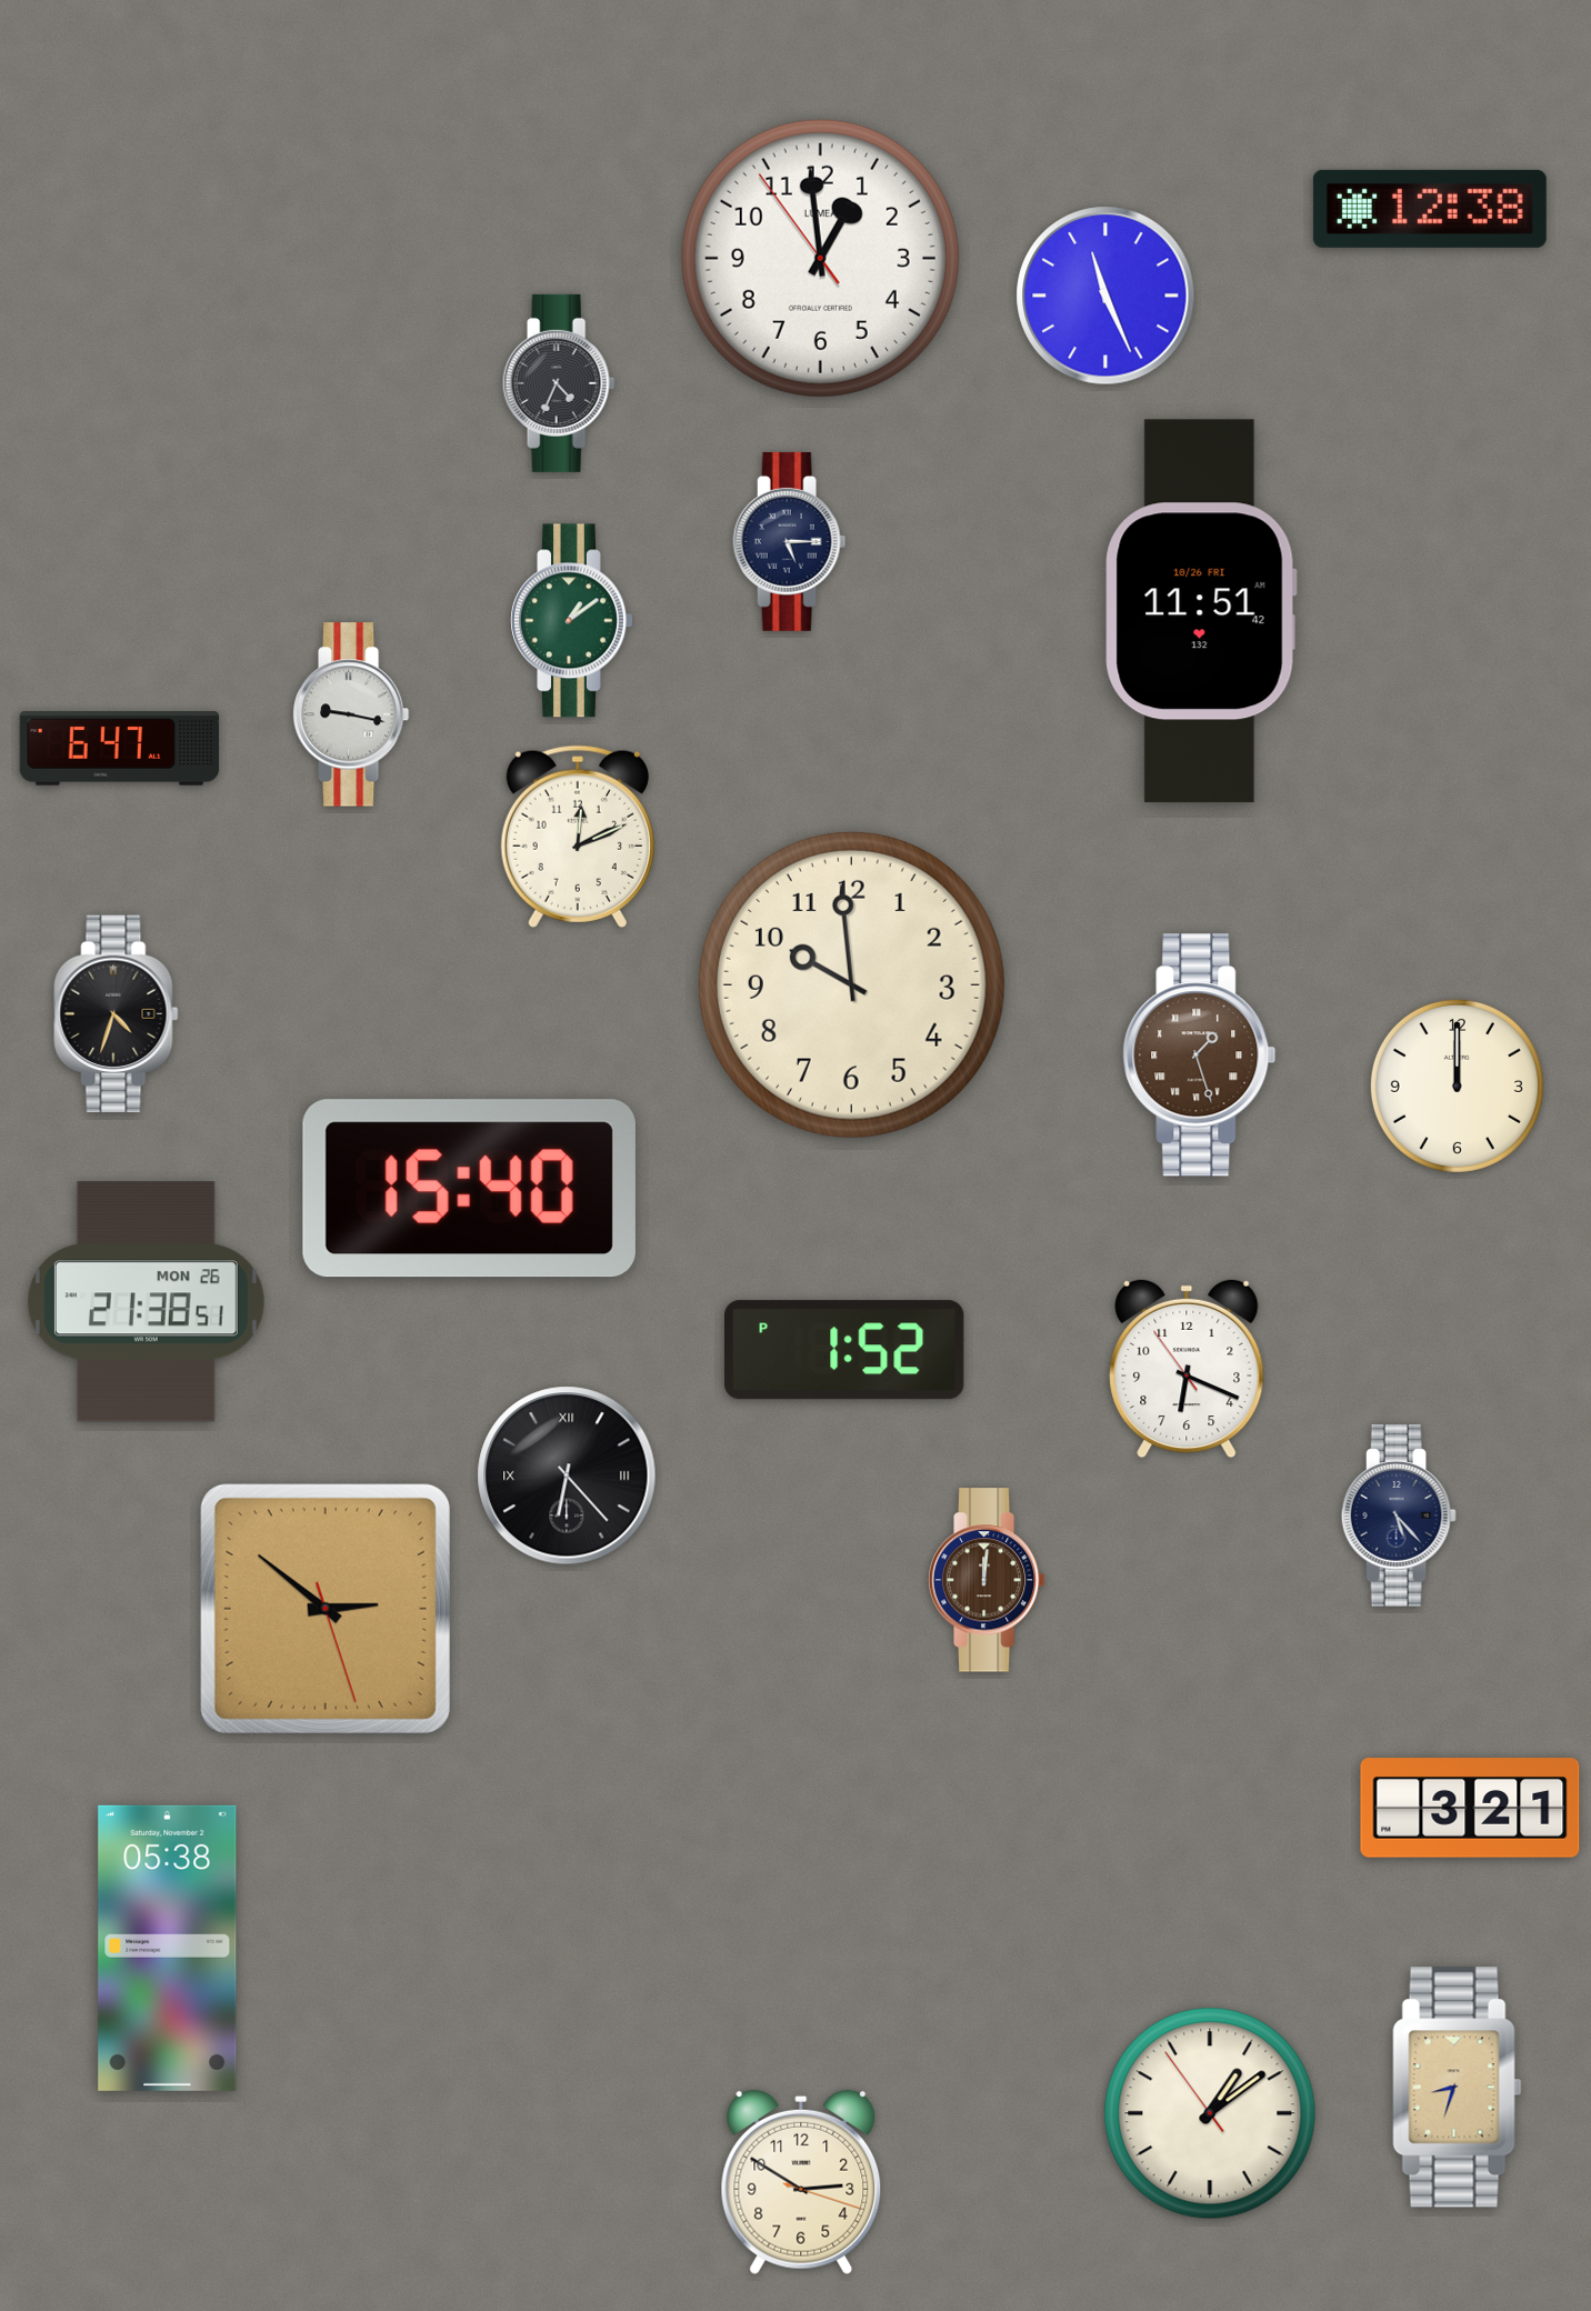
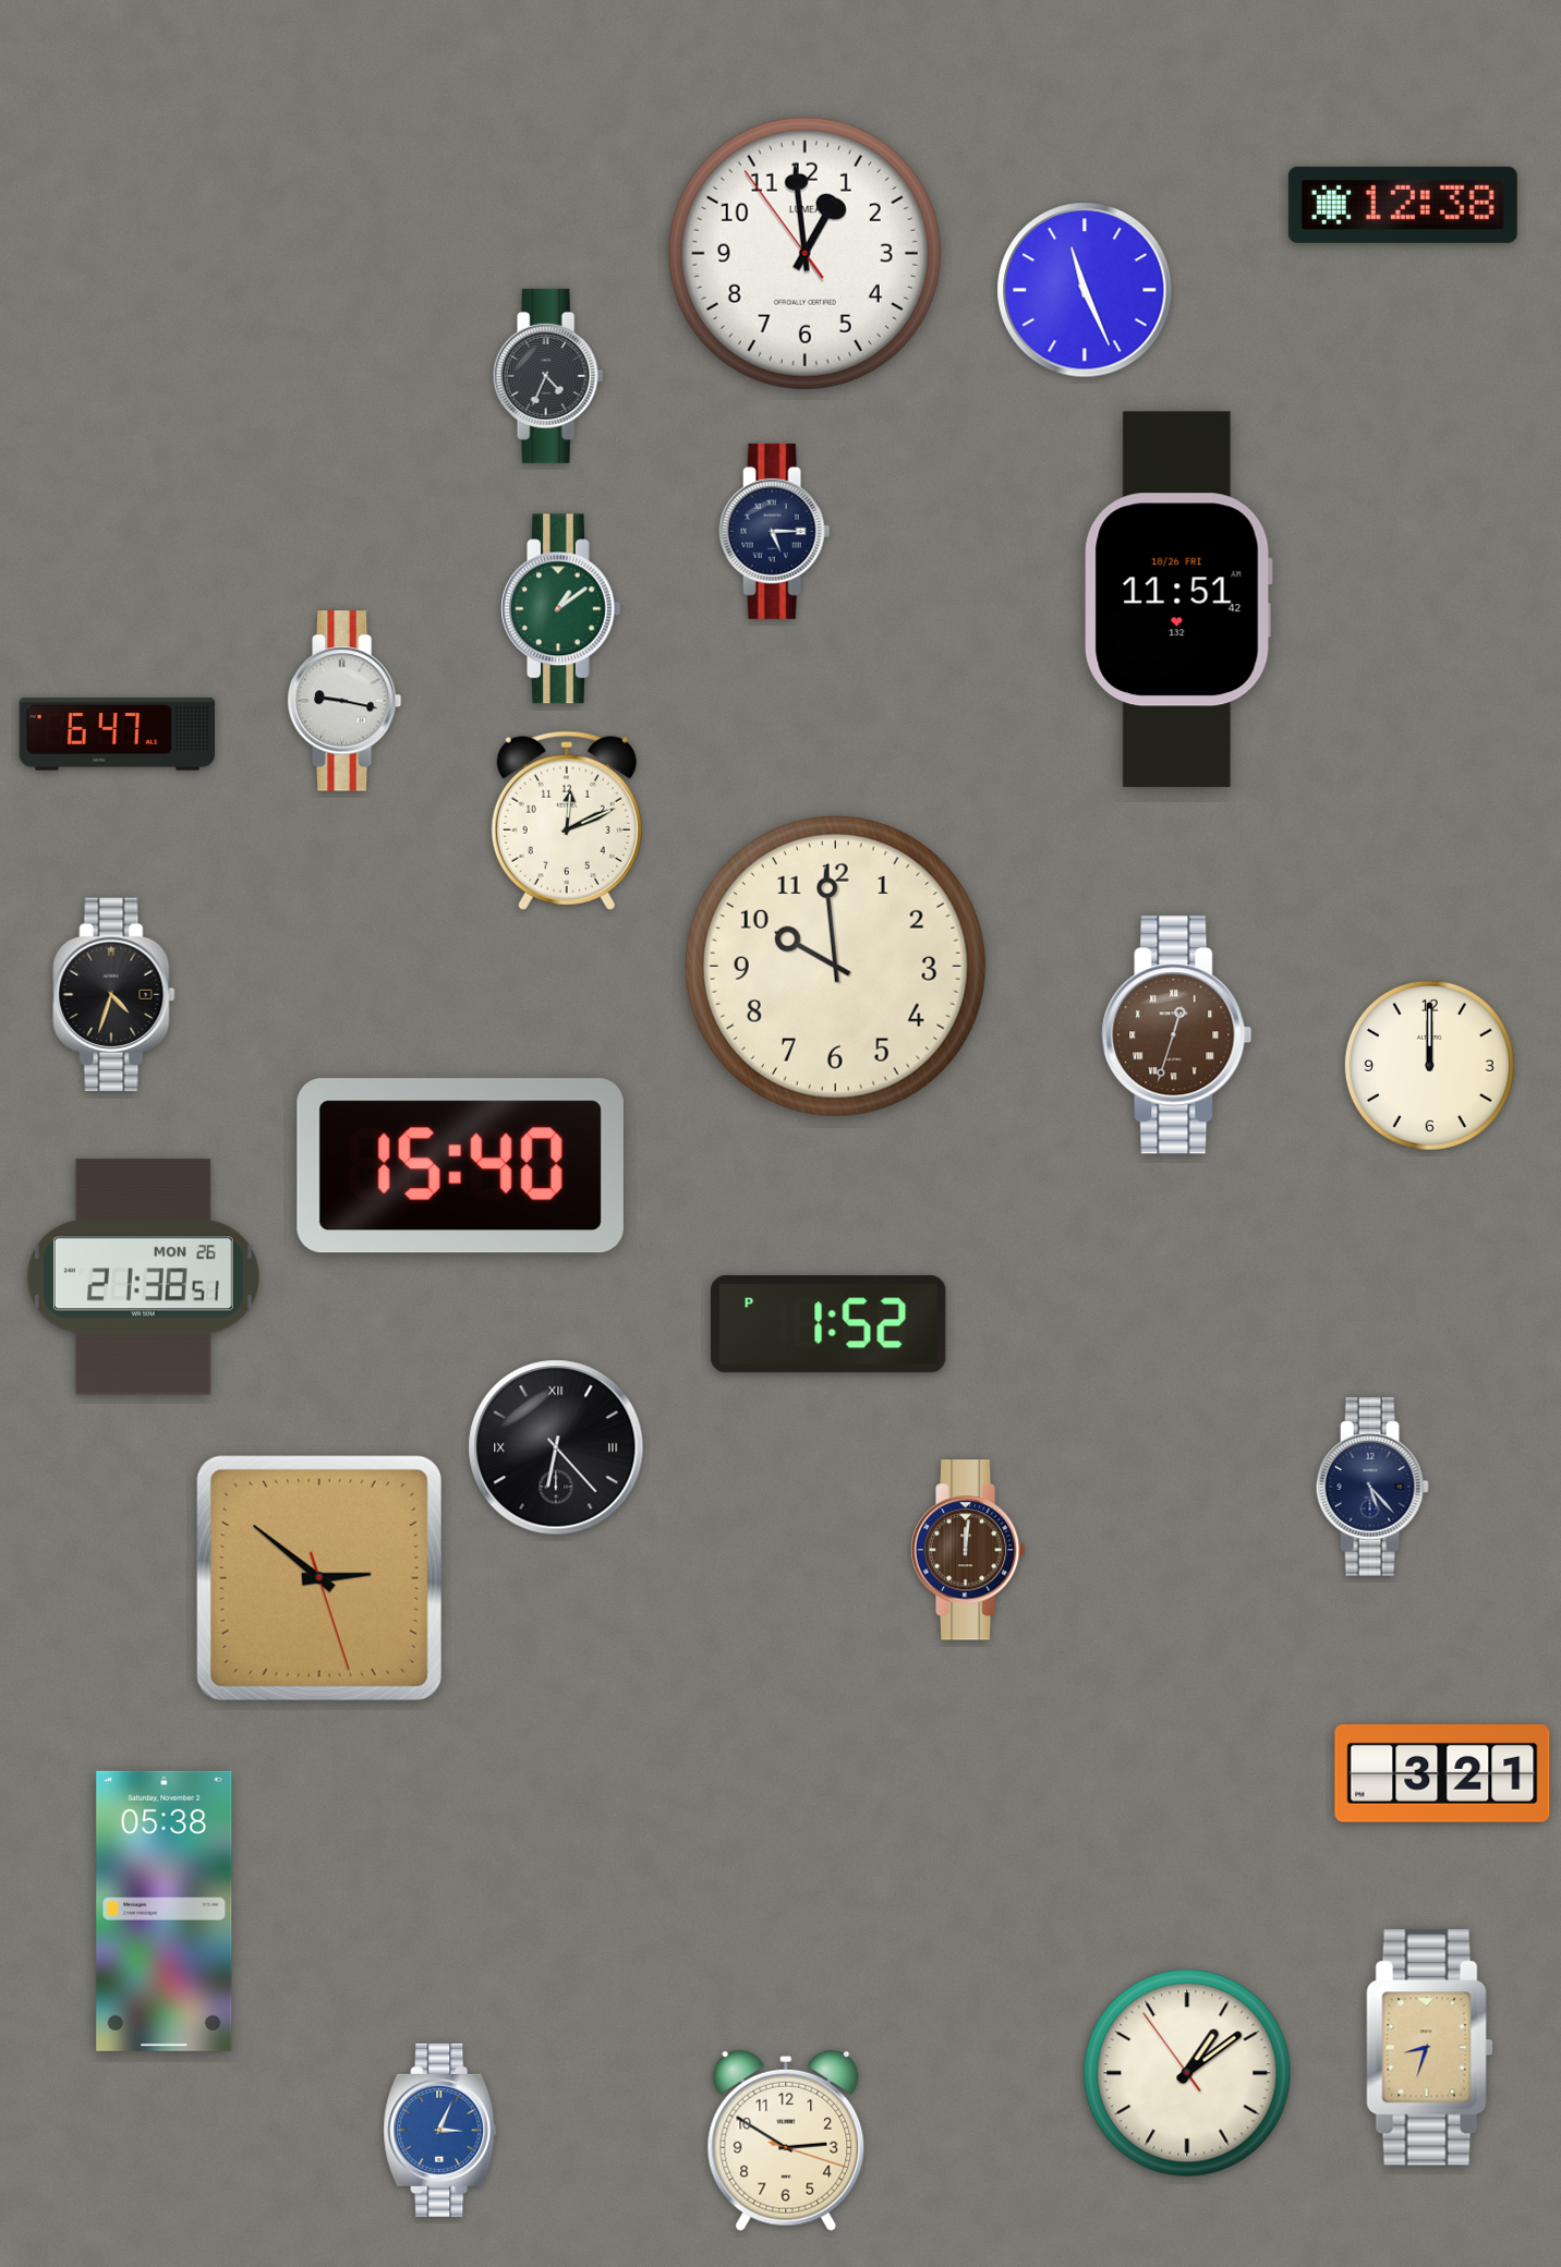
clock at (1200, 1056): 1:27 -> 12:33
clock at (1187, 1369): 6:18 -> none
clock at (440, 2130): none -> 3:04
